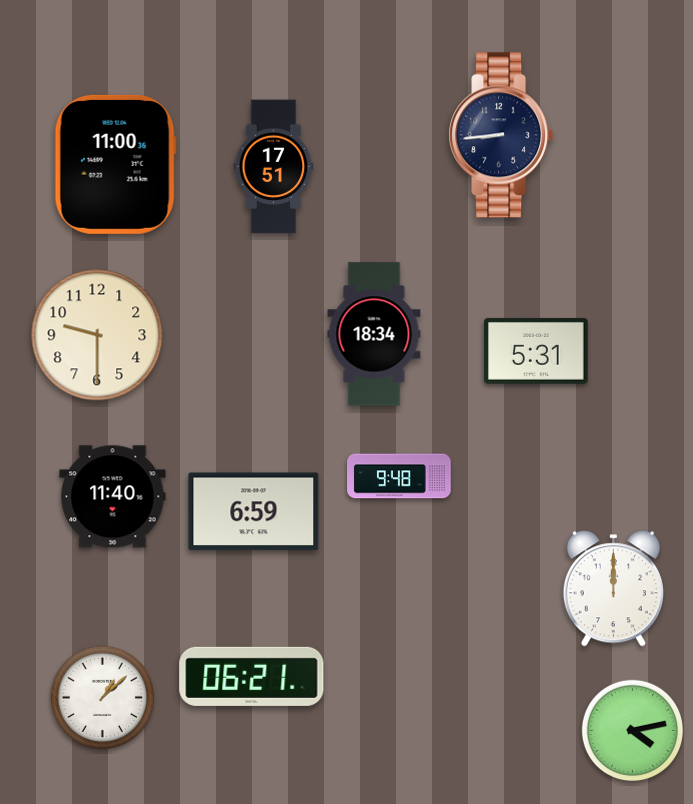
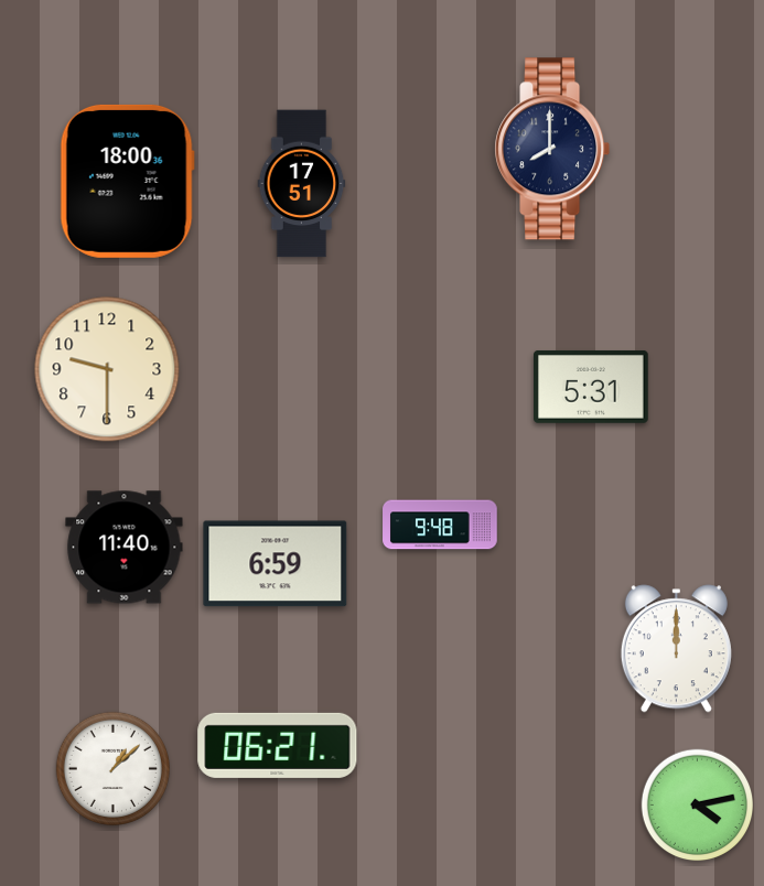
clock at (501, 135): 8:44 -> 8:00
clock at (115, 164): 11:00 -> 18:00
clock at (374, 334): 18:34 -> none
clock at (254, 512) position: (254, 512) -> (276, 564)
